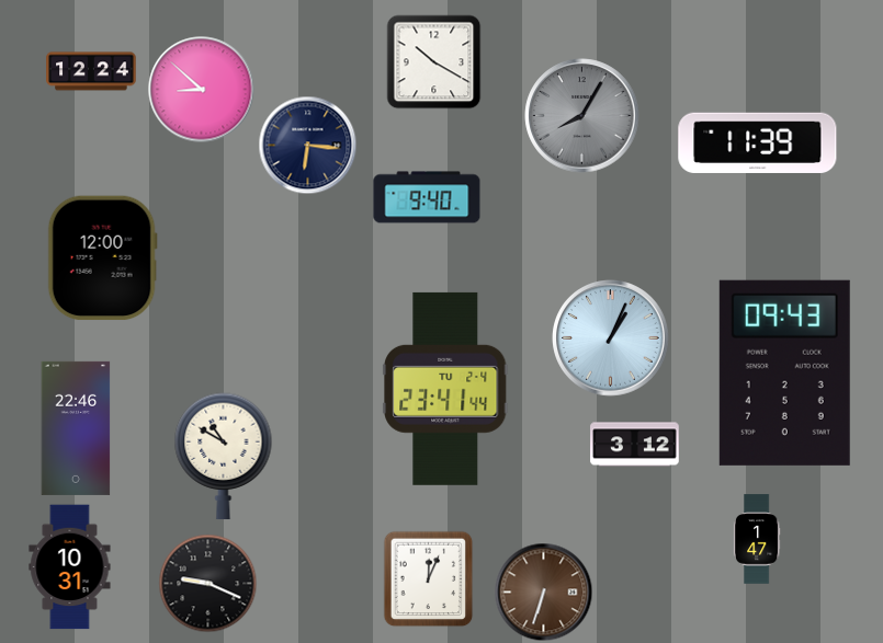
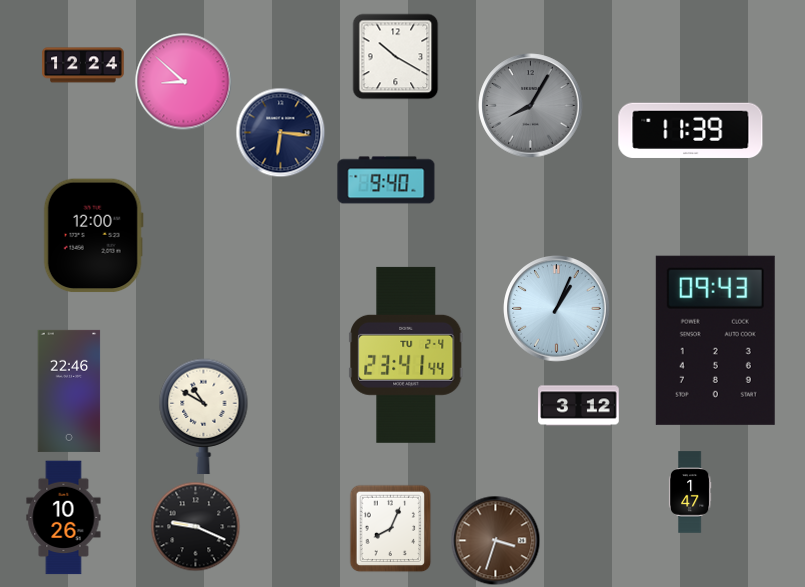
clock at (427, 197) position: (427, 197) -> (386, 180)
clock at (70, 567): 10:31 -> 10:26
clock at (429, 578): 12:04 -> 8:04
clock at (207, 583) position: (207, 583) -> (195, 526)
clock at (543, 592): 6:33 -> 3:33
